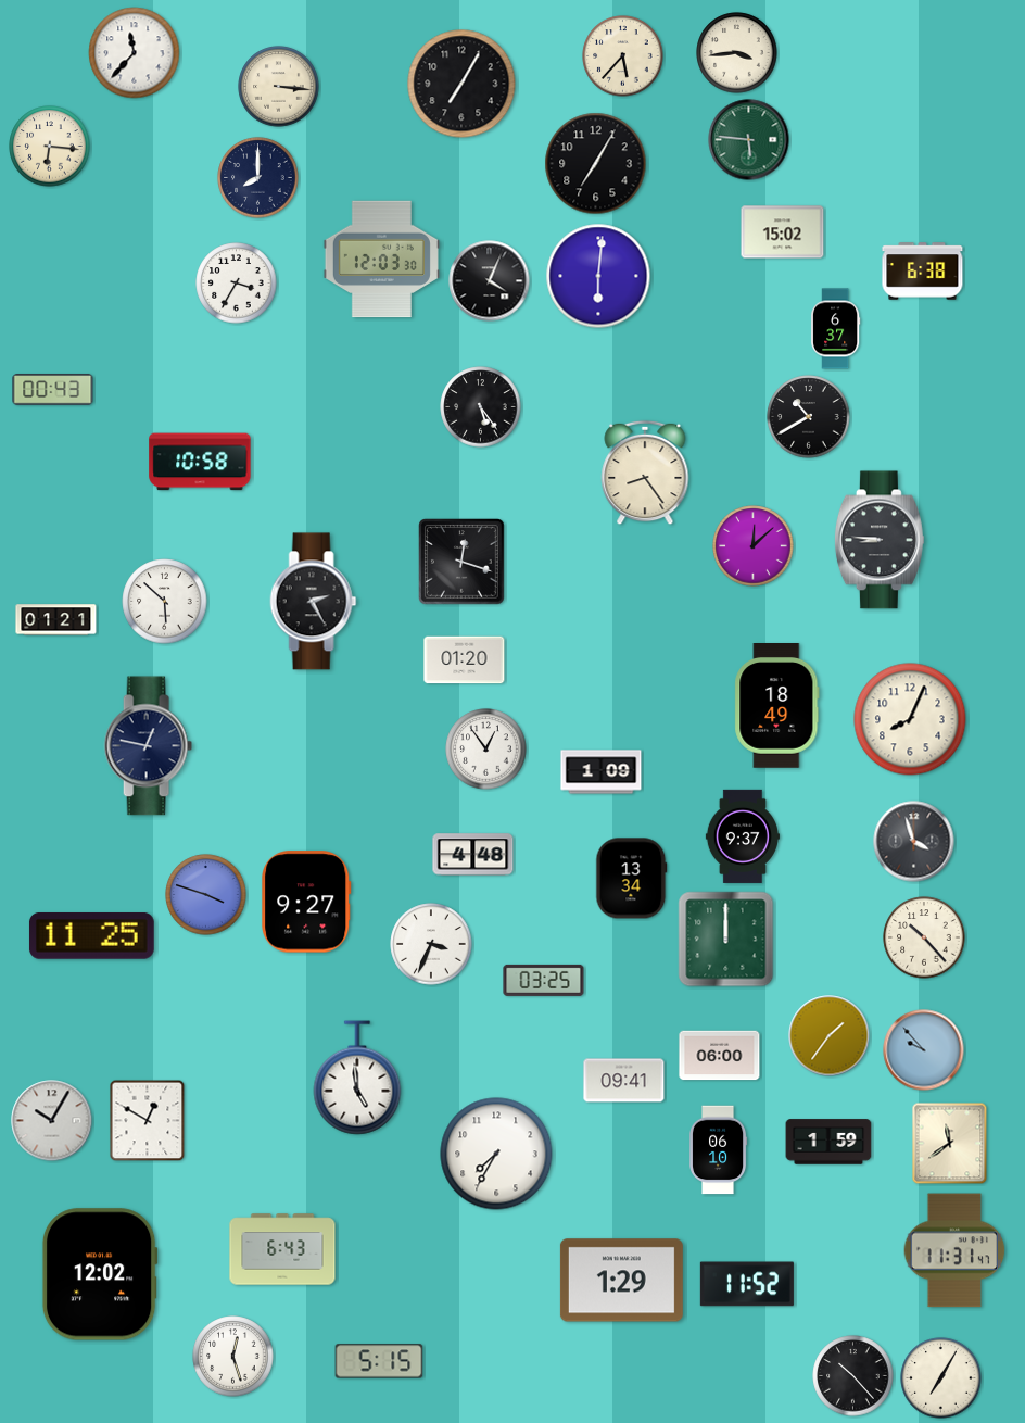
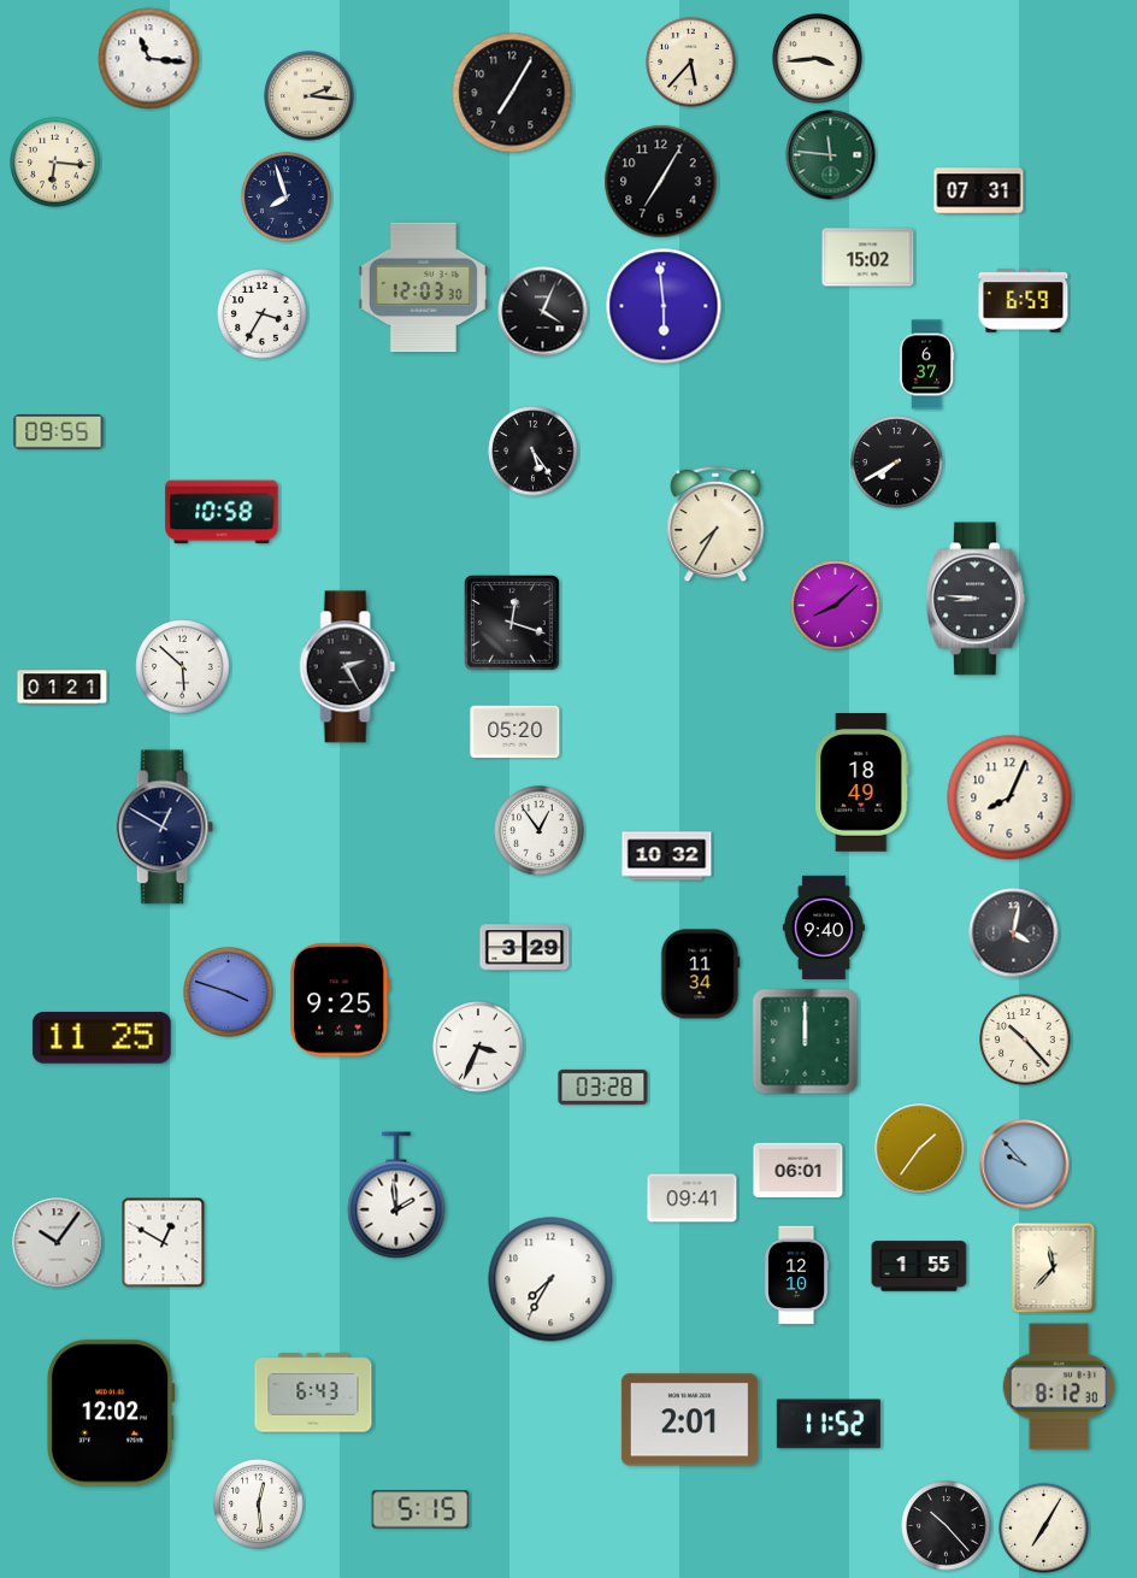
clock at (135, 53): 11:37 -> 11:16
clock at (279, 87): 3:16 -> 2:16
clock at (749, 140): 5:46 -> 11:46
clock at (979, 192): none -> 07:31
clock at (258, 178): 8:00 -> 7:57
clock at (923, 272): 6:38 -> 6:59
clock at (598, 276): 6:01 -> 5:59
clock at (53, 390): 00:43 -> 09:55
clock at (809, 417): 10:40 -> 7:40
clock at (645, 473): 8:24 -> 7:35
clock at (754, 546): 12:08 -> 8:08
clock at (465, 660): 01:20 -> 05:20
clock at (148, 746): 12:47 -> 12:50
clock at (602, 772): 1:09 -> 10:32
clock at (742, 836): 9:37 -> 9:40
clock at (914, 842): 3:57 -> 4:02
clock at (473, 855): 4:48 -> 3:29
clock at (632, 879): 13:34 -> 11:34
clock at (306, 902): 9:27 -> 9:25
clock at (544, 980): 03:25 -> 03:28
clock at (720, 1056): 06:00 -> 06:01
clock at (357, 1078): 4:59 -> 1:59
clock at (52, 1121): 10:05 -> 10:06
clock at (828, 1142): 1:59 -> 1:55
clock at (950, 1144): 11:39 -> 11:37
clock at (719, 1150): 06:10 -> 12:10
clock at (282, 1249) position: (282, 1249) -> (313, 1392)
clock at (954, 1250): 11:31 -> 8:12
clock at (621, 1281): 1:29 -> 2:01
clock at (233, 1357): 12:27 -> 12:29
